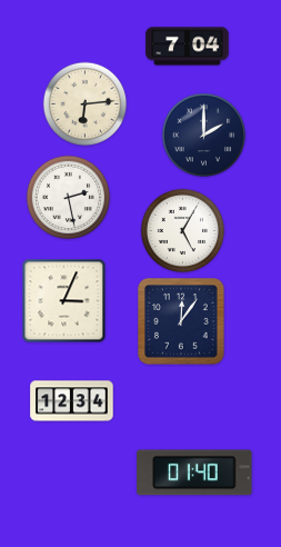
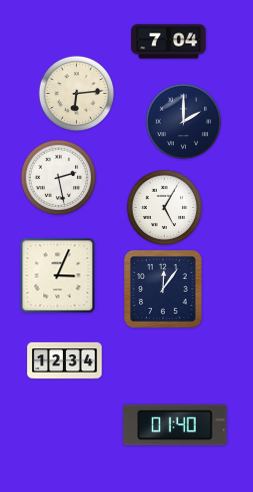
clock at (69, 198) position: (69, 198) -> (59, 178)
clock at (64, 301) position: (64, 301) -> (58, 276)
